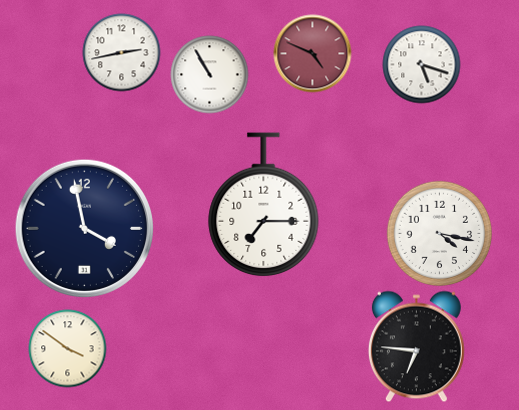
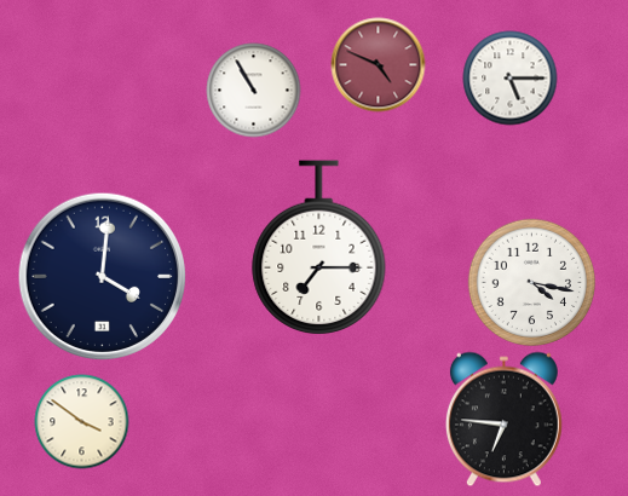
clock at (121, 52): 2:43 -> none
clock at (421, 64): 5:18 -> 5:15
clock at (84, 228): 3:58 -> 4:01
